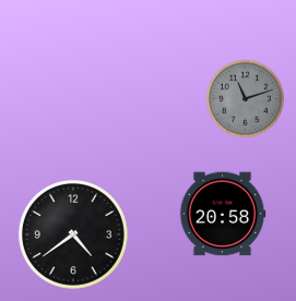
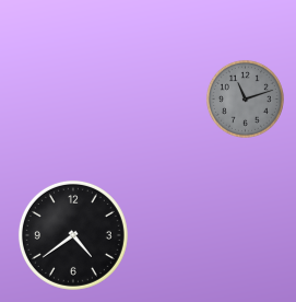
clock at (223, 214): 20:58 -> none
